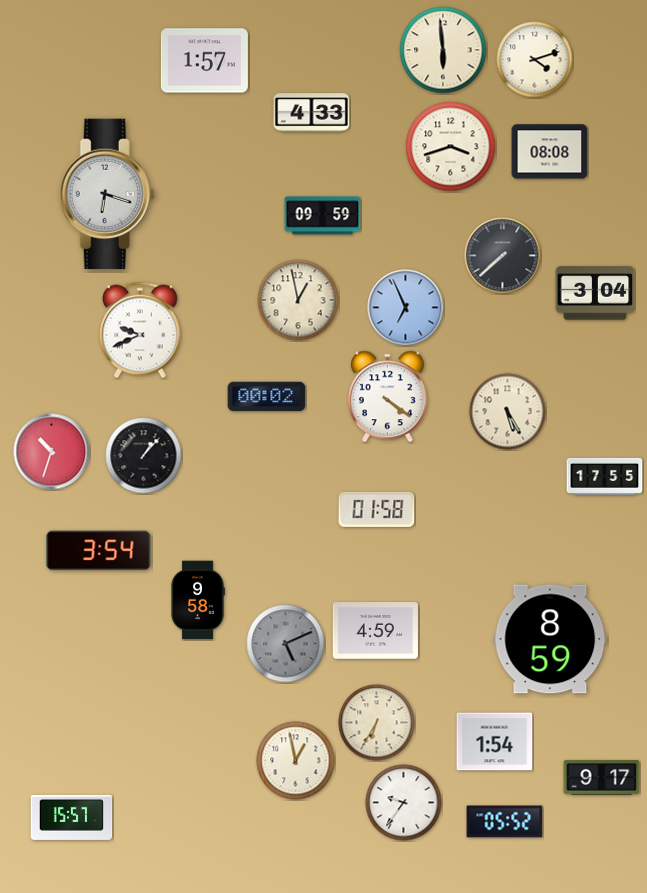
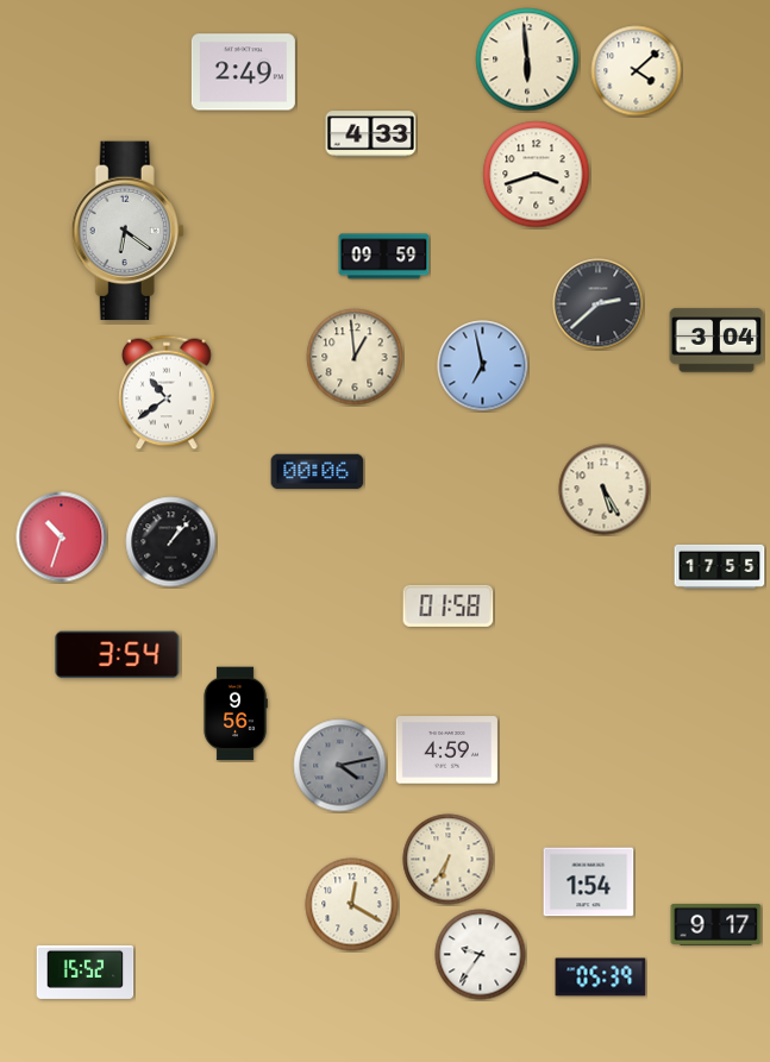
clock at (535, 60): 4:12 -> 4:08
clock at (204, 61): 1:57 -> 2:49
clock at (550, 152): 08:08 -> none
clock at (107, 194): 6:18 -> 6:21
clock at (503, 256): 7:38 -> 2:38
clock at (595, 293) position: (595, 293) -> (716, 340)
clock at (298, 300): 12:58 -> 12:59
clock at (406, 308): 6:56 -> 6:58
clock at (141, 330): 9:41 -> 10:39
clock at (267, 397): 00:02 -> 00:06
clock at (387, 397): 4:21 -> none
clock at (198, 600): 9:58 -> 9:56
clock at (550, 639): 8:59 -> none
clock at (286, 644): 5:11 -> 4:13
clock at (296, 761): 12:58 -> 12:20
clock at (72, 817): 15:57 -> 15:52
clock at (505, 822): 05:52 -> 05:39
